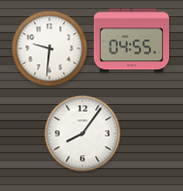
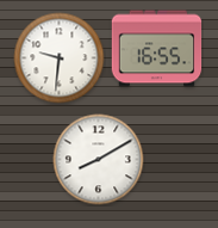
clock at (132, 41): 04:55 -> 16:55
clock at (83, 134): 8:06 -> 8:10
